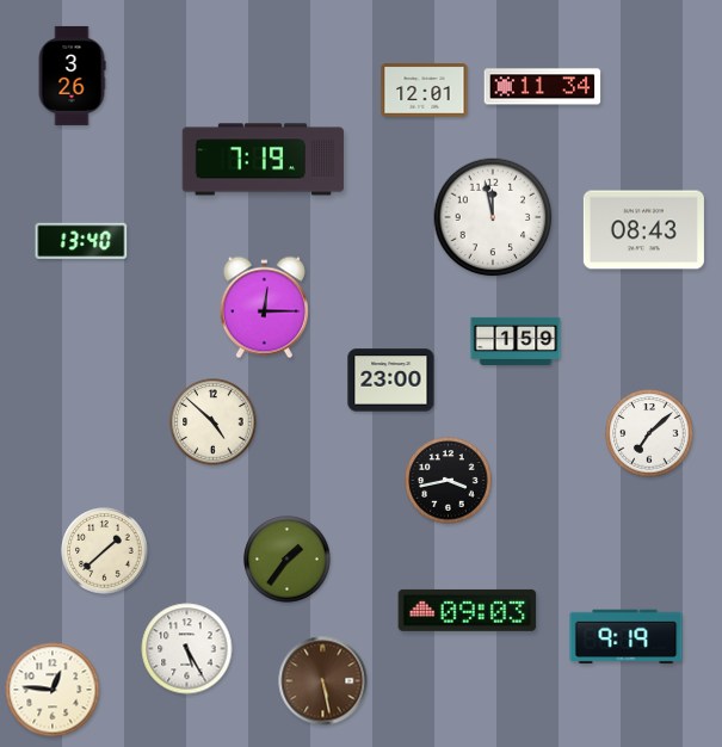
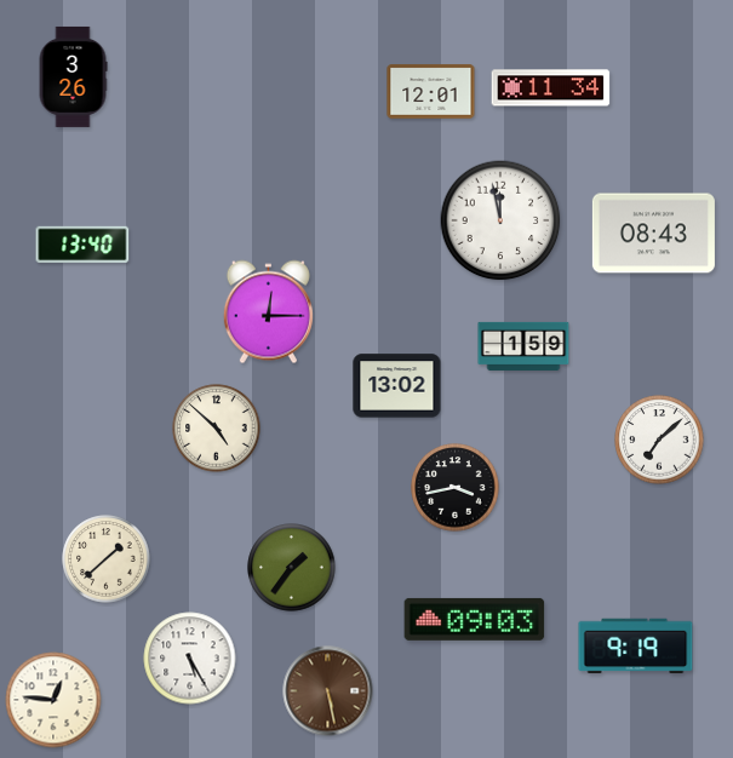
clock at (264, 160): 7:19 -> none
clock at (391, 381): 23:00 -> 13:02
